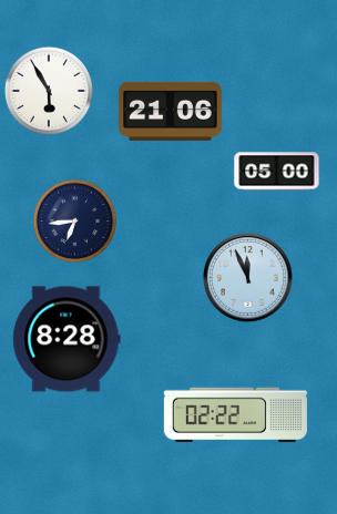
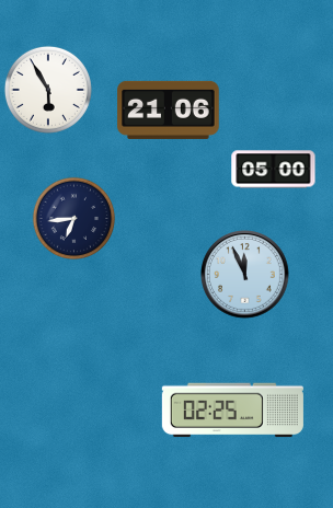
clock at (67, 339): 8:28 -> none
clock at (235, 415): 02:22 -> 02:25
